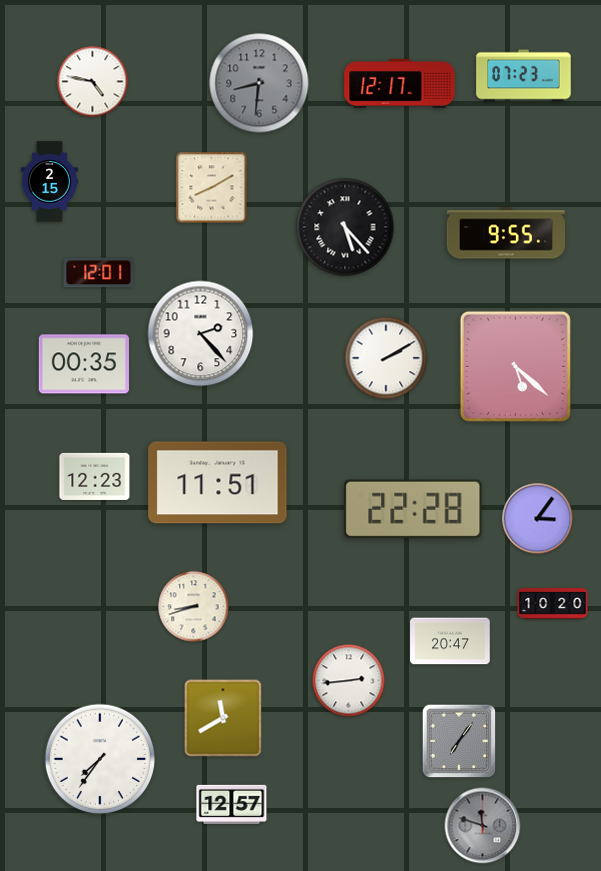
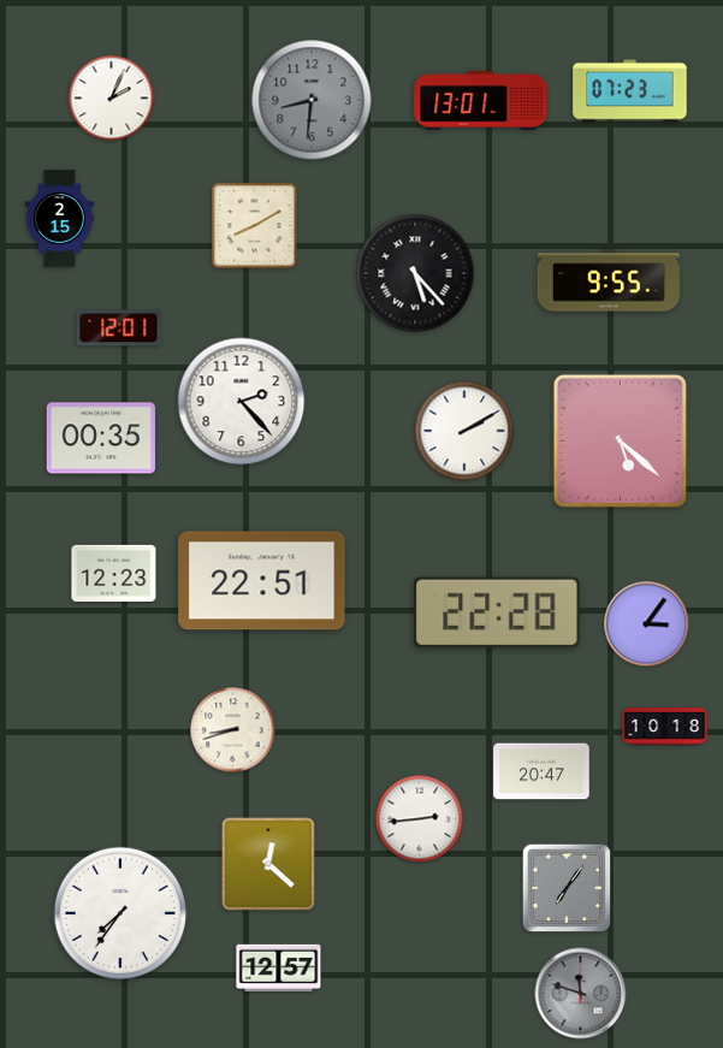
clock at (93, 82): 4:47 -> 2:04
clock at (400, 83): 12:17 -> 13:01
clock at (218, 483): 11:51 -> 22:51
clock at (553, 604): 10:20 -> 10:18
clock at (223, 718): 11:40 -> 12:22
clock at (459, 741) position: (459, 741) -> (567, 888)
